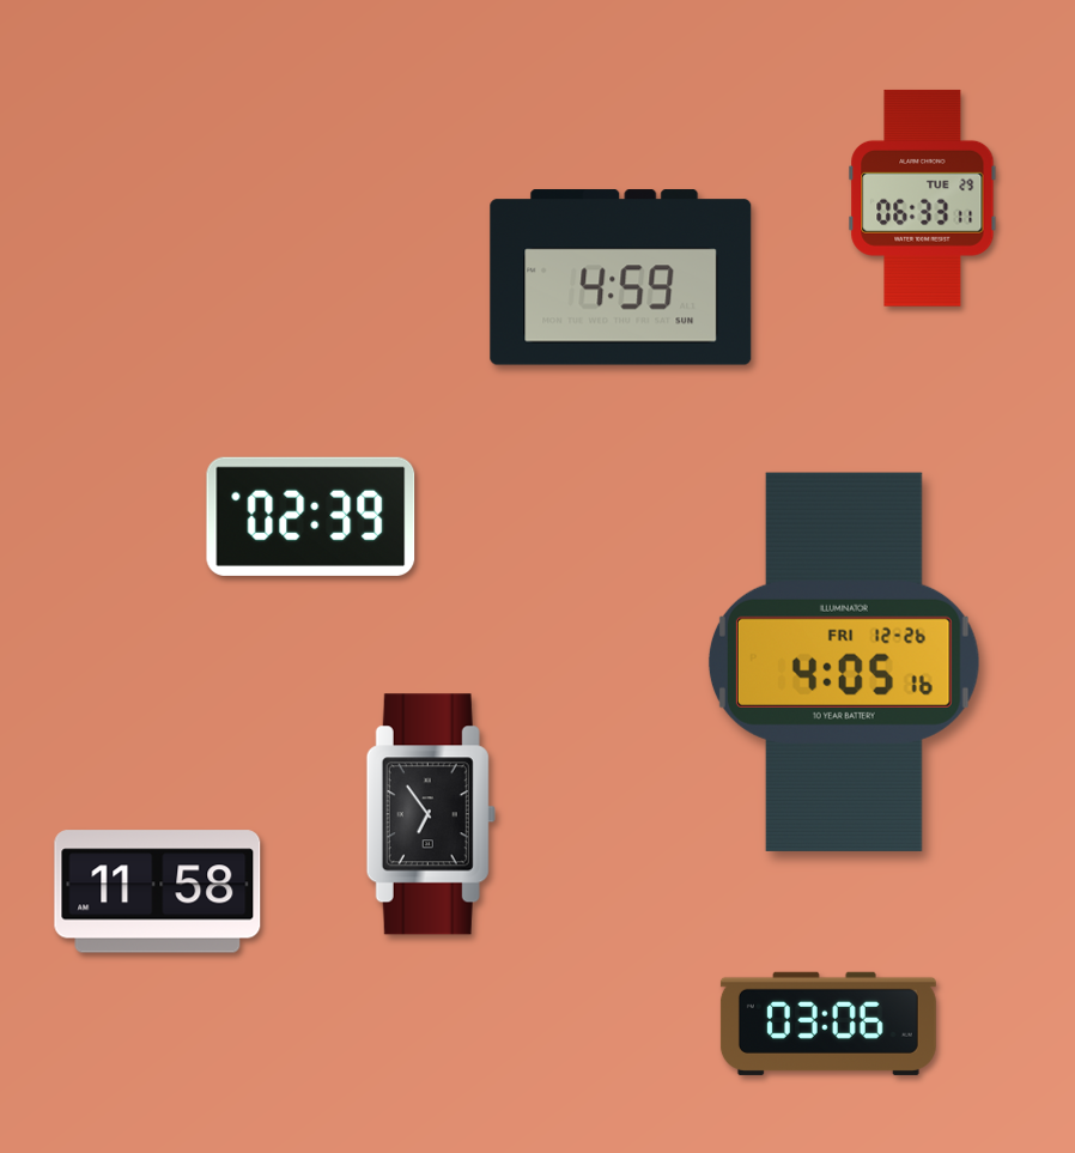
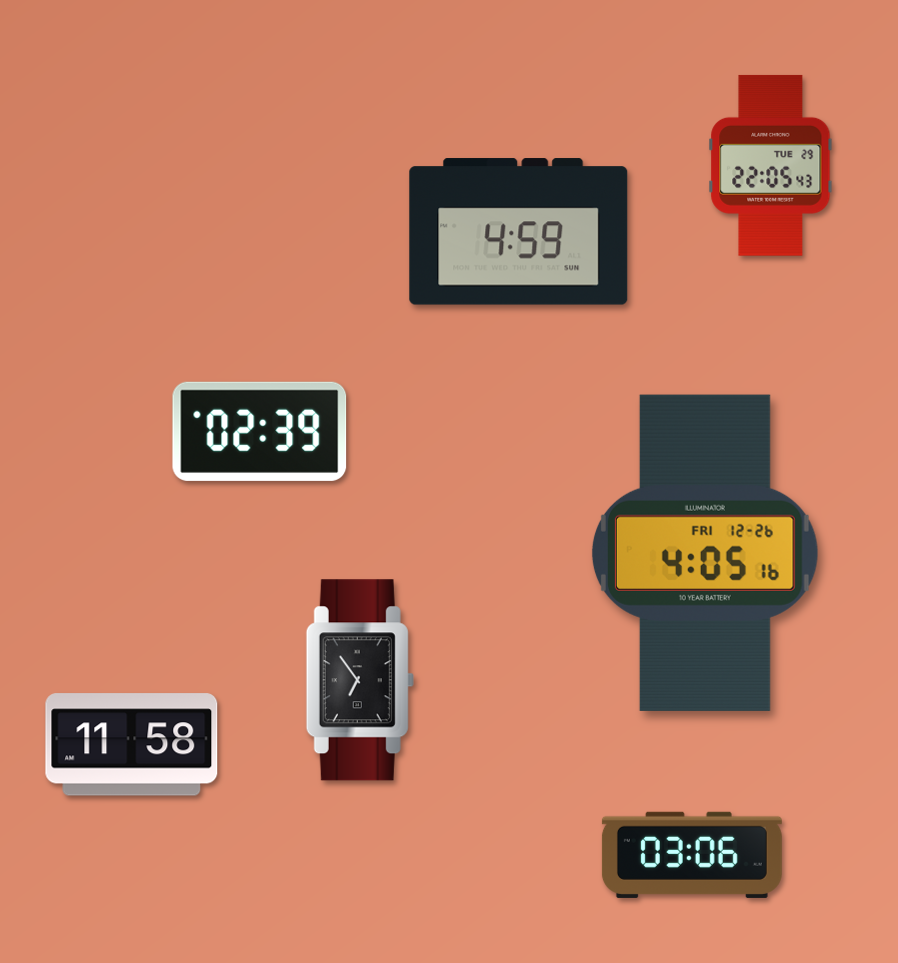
clock at (923, 198): 06:33 -> 22:05
